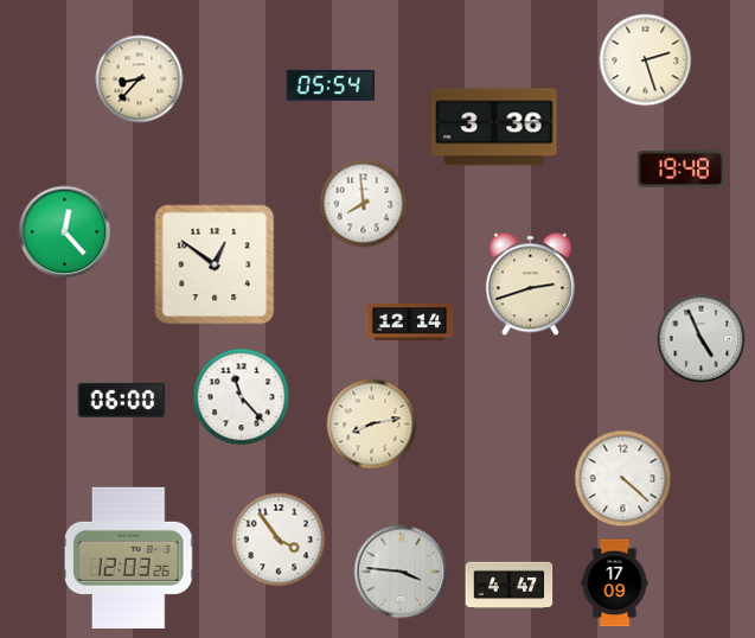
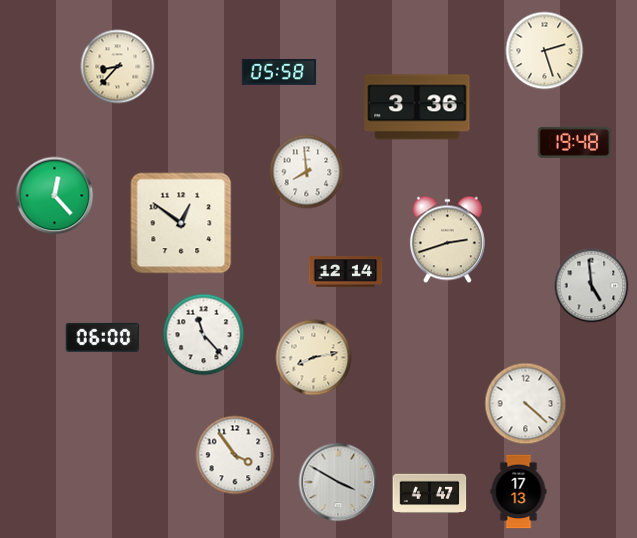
clock at (331, 85): 05:54 -> 05:58
clock at (702, 339): 4:56 -> 4:59
clock at (128, 557): 12:03 -> none
clock at (401, 572): 3:46 -> 3:50
clock at (615, 583): 17:09 -> 17:13
